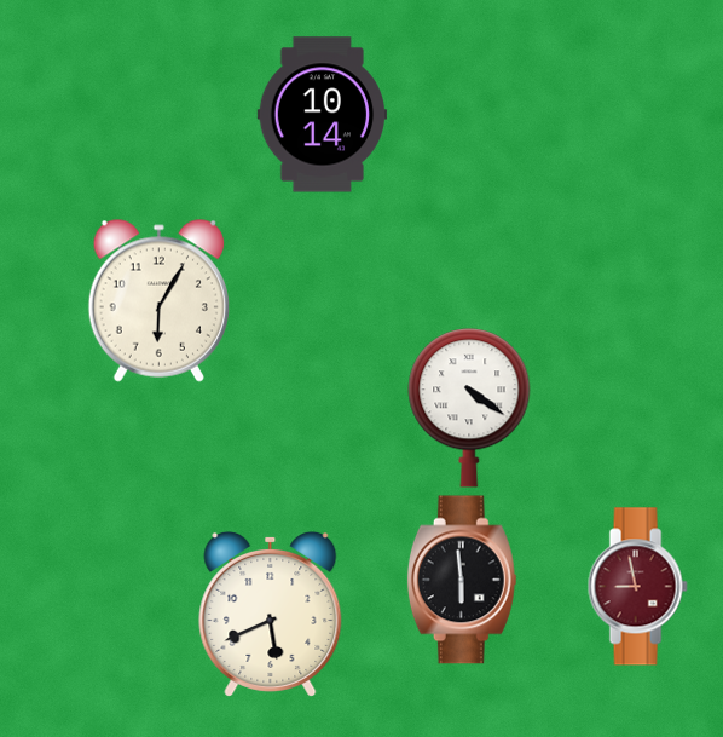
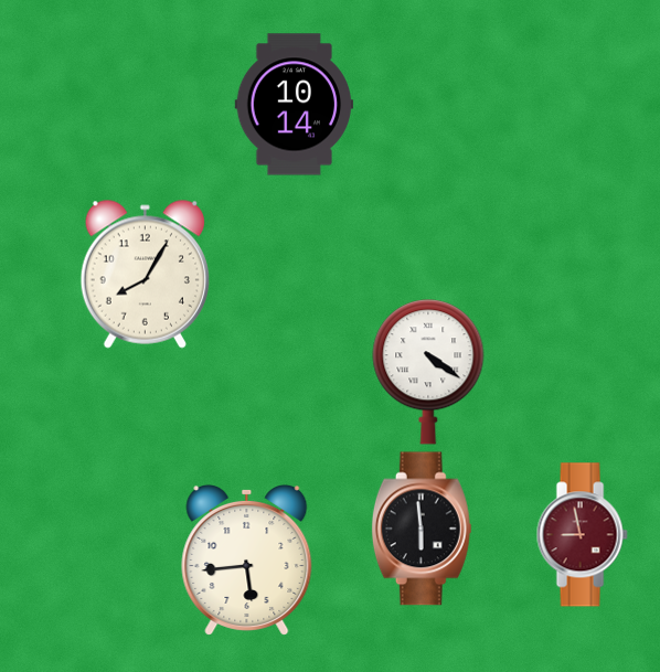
clock at (158, 300): 6:05 -> 8:05
clock at (271, 614): 5:41 -> 5:44
